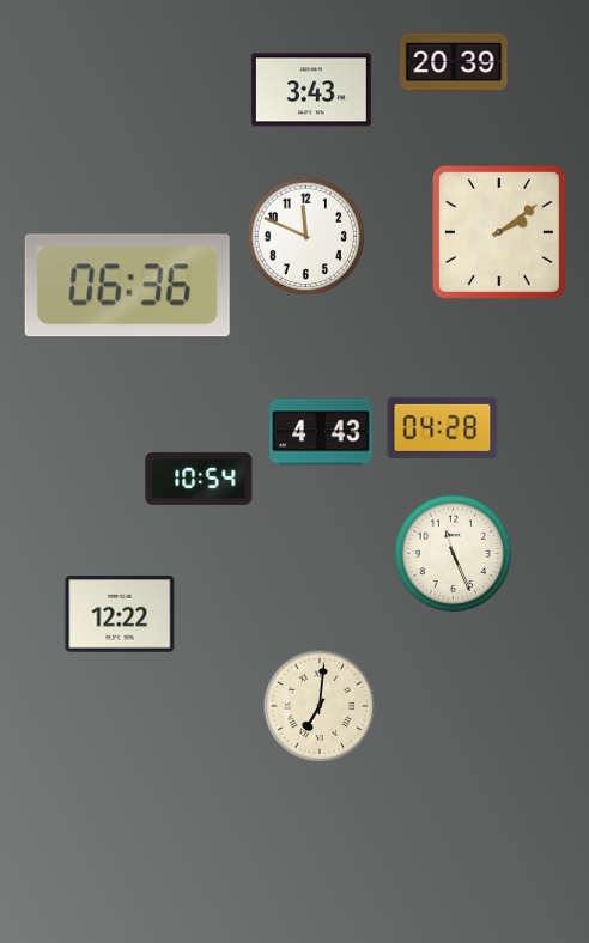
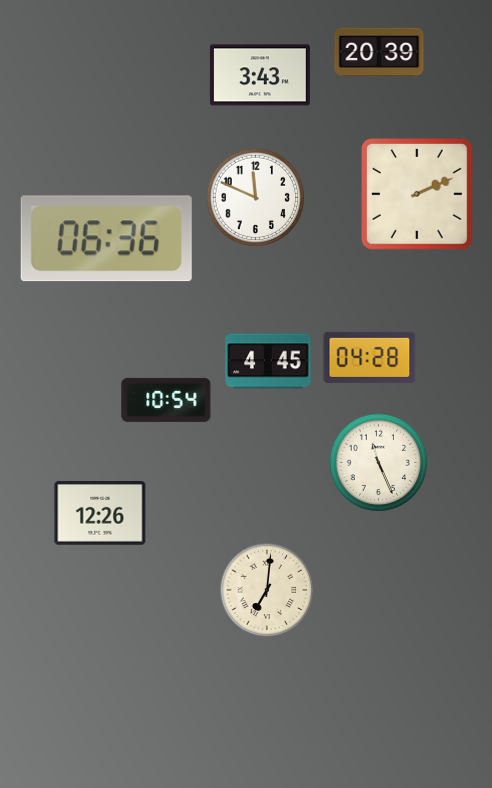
clock at (500, 233): 2:09 -> 2:11
clock at (321, 432): 4:43 -> 4:45
clock at (120, 614): 12:22 -> 12:26
